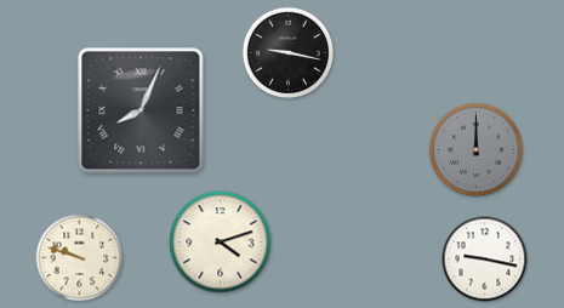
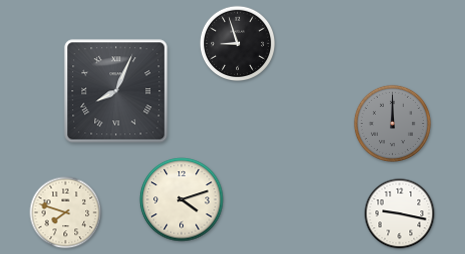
clock at (289, 53): 9:17 -> 8:57
clock at (80, 258): 9:48 -> 7:48
